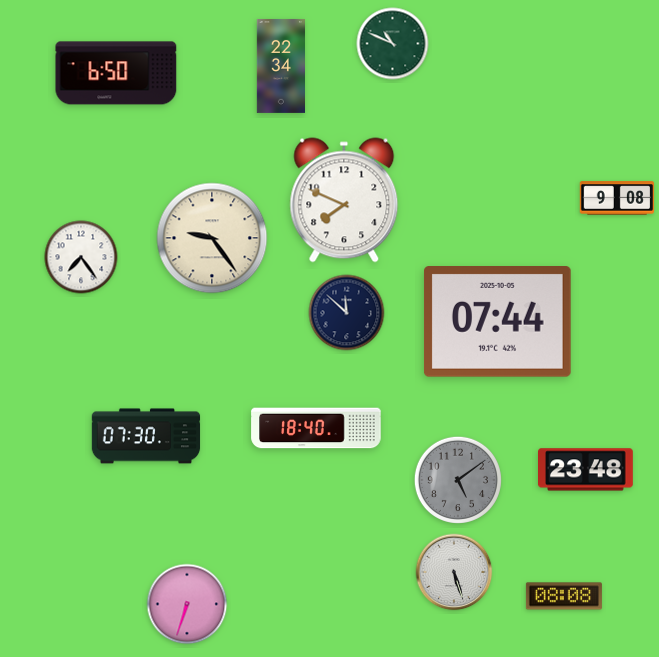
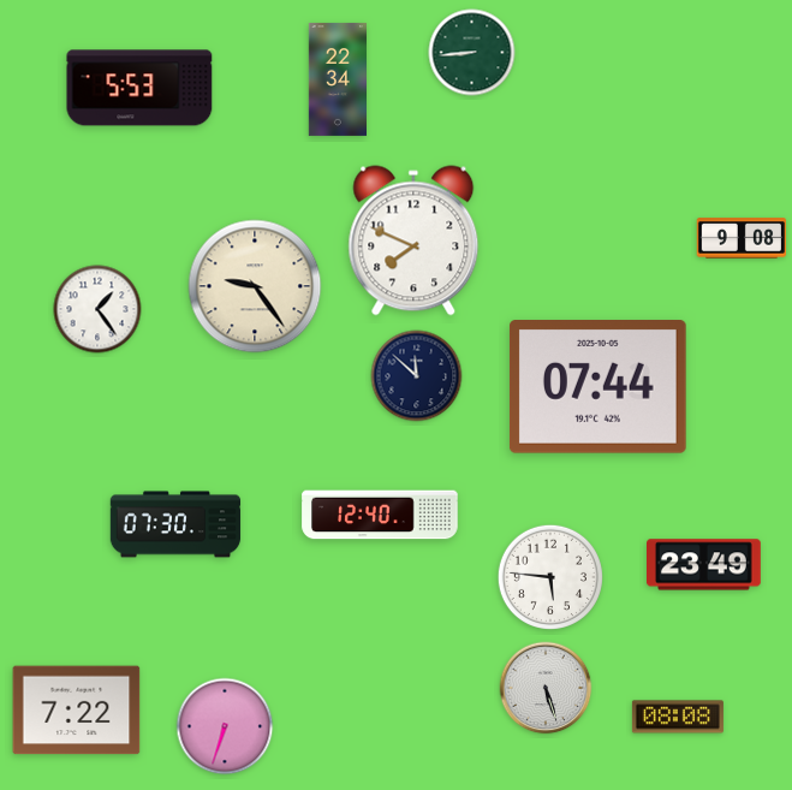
clock at (393, 44): 10:49 -> 8:44
clock at (116, 73): 6:50 -> 5:53
clock at (81, 257): 7:24 -> 1:24
clock at (316, 428): 18:40 -> 12:40
clock at (586, 470): 23:48 -> 23:49
clock at (458, 480): 5:09 -> 5:46
clock at (458, 480) dial: grey -> white
clock at (77, 711): none -> 7:22
